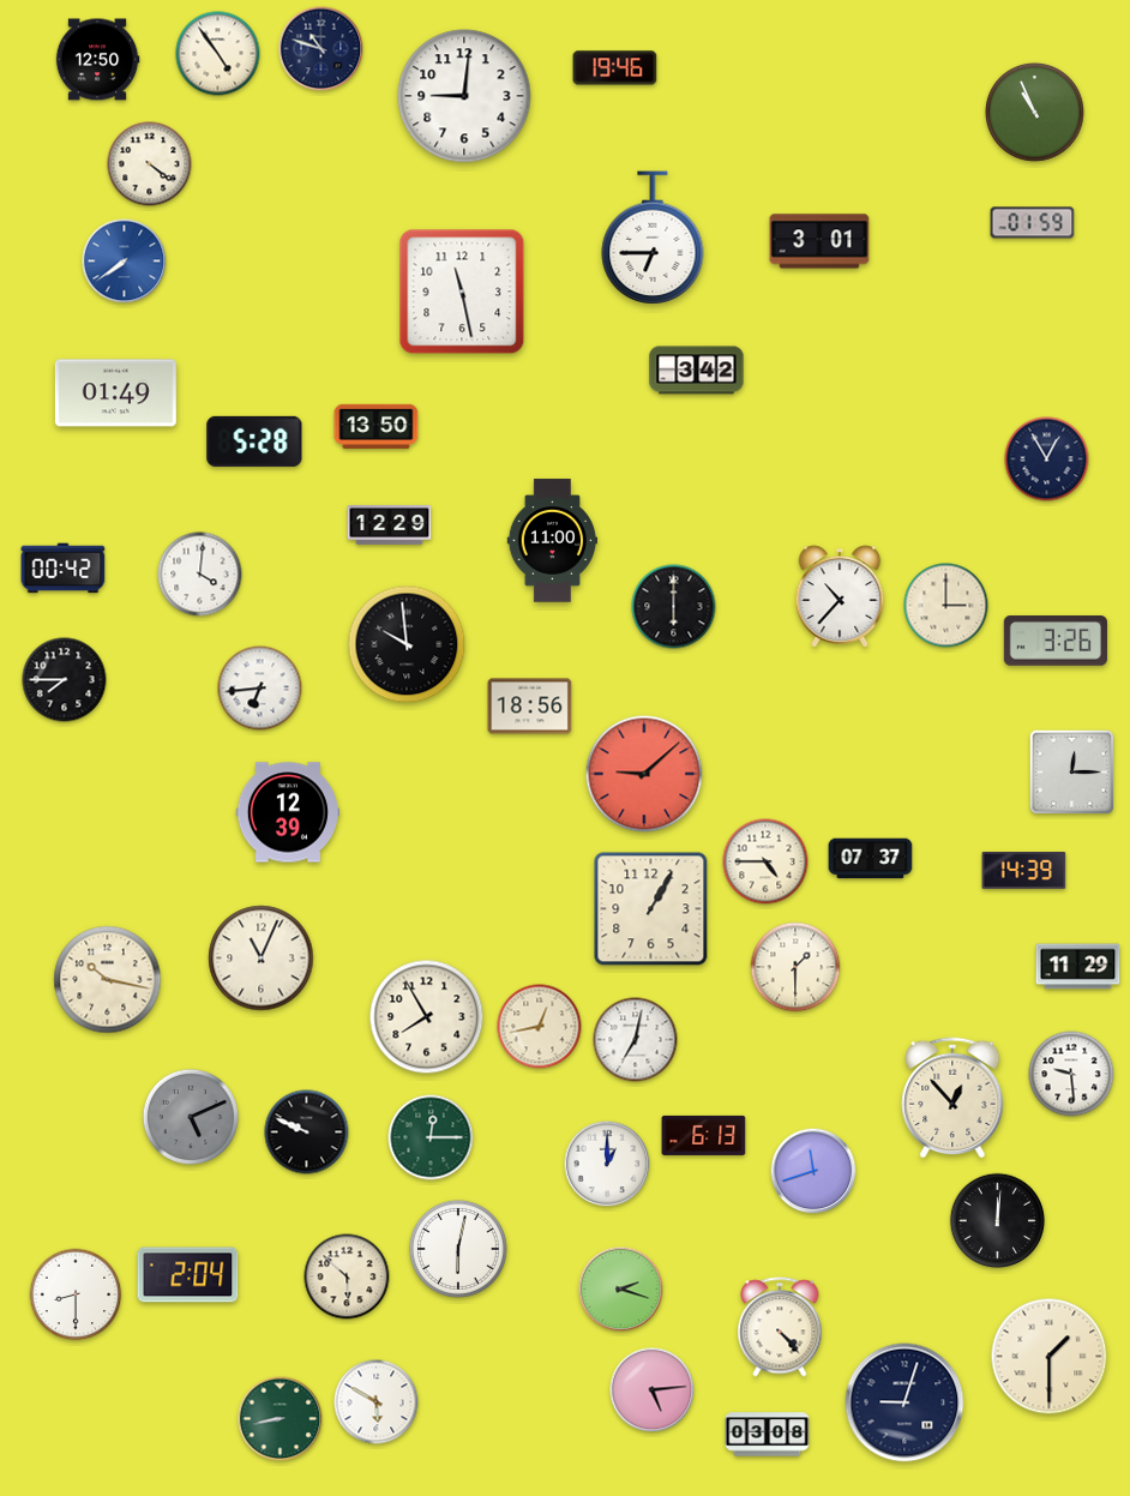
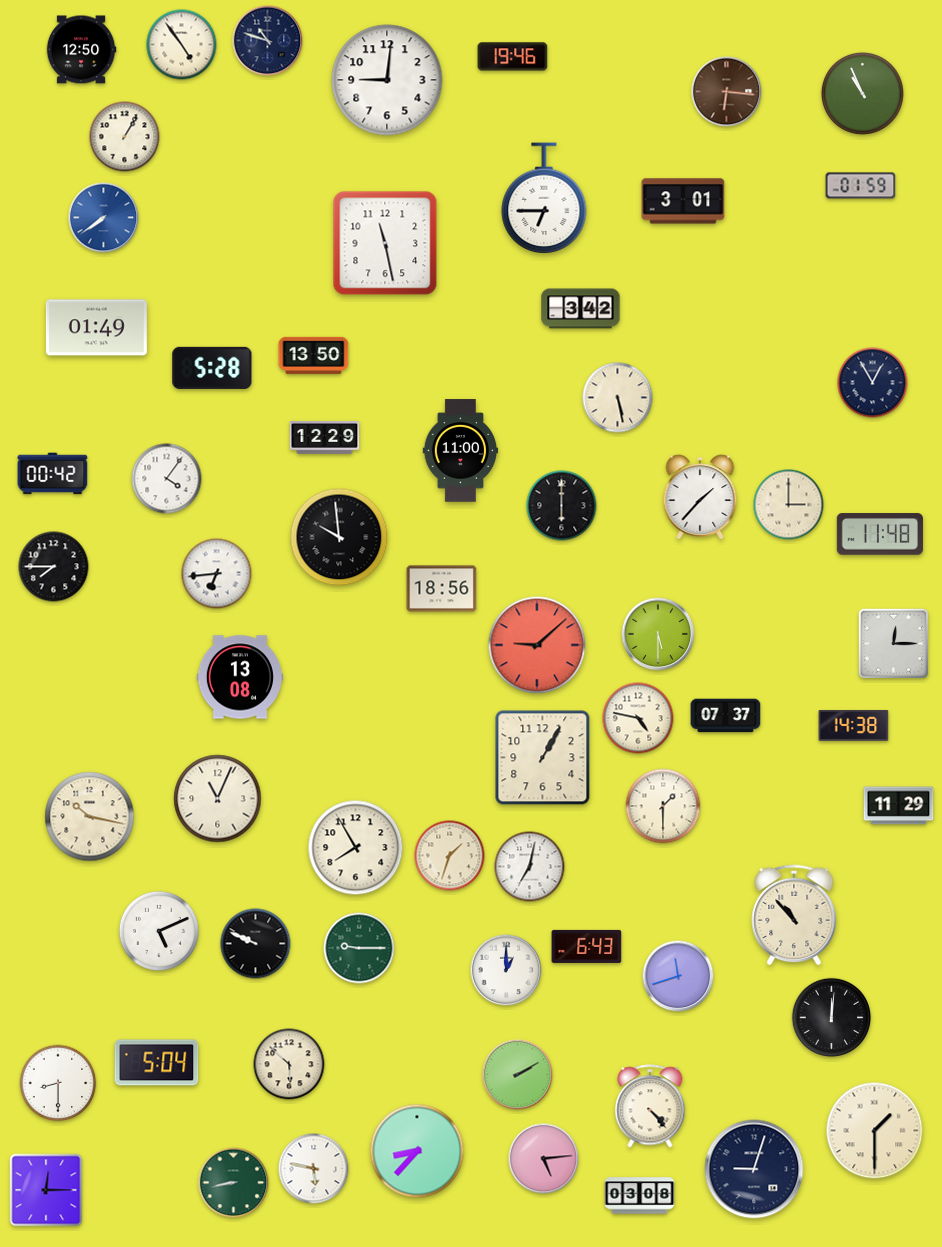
clock at (727, 92): none -> 6:16
clock at (150, 164): 4:21 -> 1:05
clock at (618, 398): none -> 5:28
clock at (200, 575): 4:01 -> 4:06
clock at (840, 596): 10:37 -> 1:37
clock at (1056, 641): 3:26 -> 11:48
clock at (658, 634): none -> 5:30
clock at (287, 812): 12:39 -> 13:08
clock at (765, 861): 4:45 -> 4:47
clock at (1024, 871): 14:39 -> 14:38
clock at (540, 1027): 12:43 -> 1:33
clock at (1071, 1074): 9:29 -> none
clock at (952, 1098): 12:53 -> 10:53
clock at (191, 1117) dial: grey -> white
clock at (704, 1135): 6:13 -> 6:43
clock at (431, 1137): 12:15 -> 9:15
clock at (458, 1249): 6:02 -> none
clock at (188, 1275): 2:04 -> 5:04
clock at (621, 1290): 2:18 -> 2:10
clock at (76, 1294) position: (76, 1294) -> (58, 1083)
clock at (417, 1151): none -> 8:37
clock at (377, 1402): 5:50 -> 5:47
clock at (46, 1190): none -> 12:15
